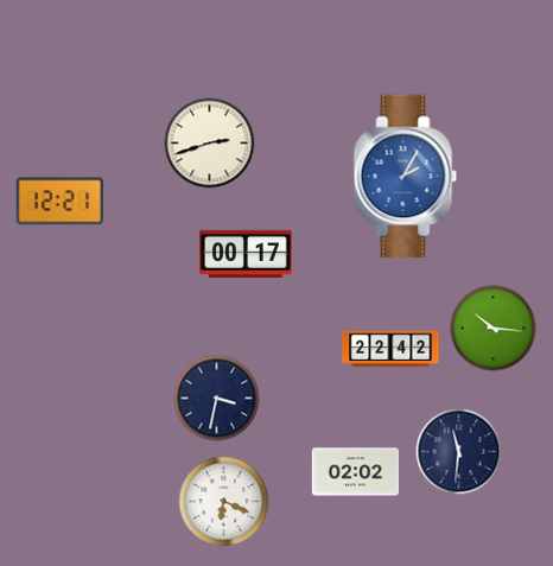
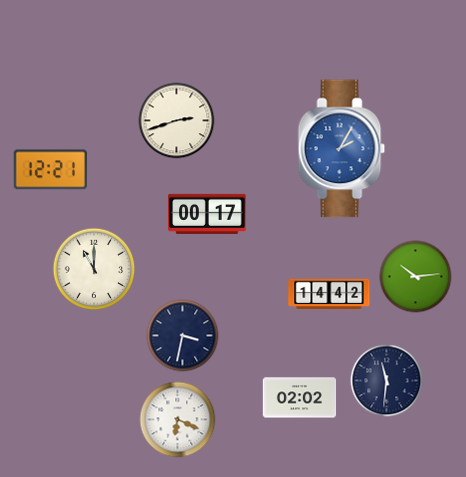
clock at (94, 269): none -> 11:00
clock at (494, 329): 10:16 -> 10:14
clock at (390, 348): 22:42 -> 14:42
clock at (224, 502) position: (224, 502) -> (178, 420)
